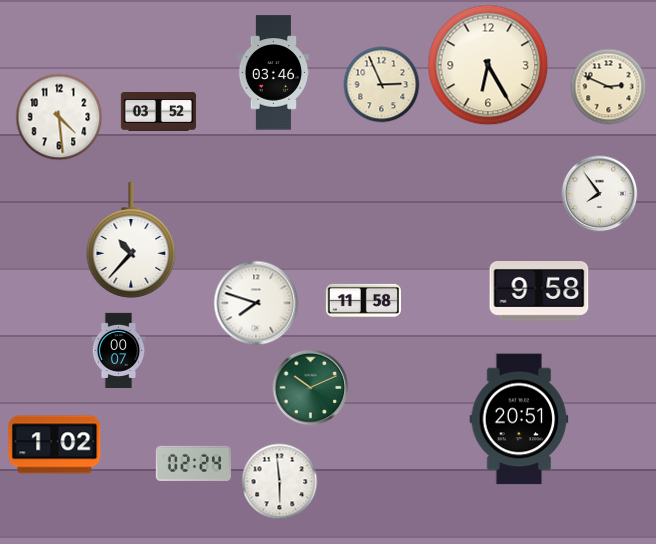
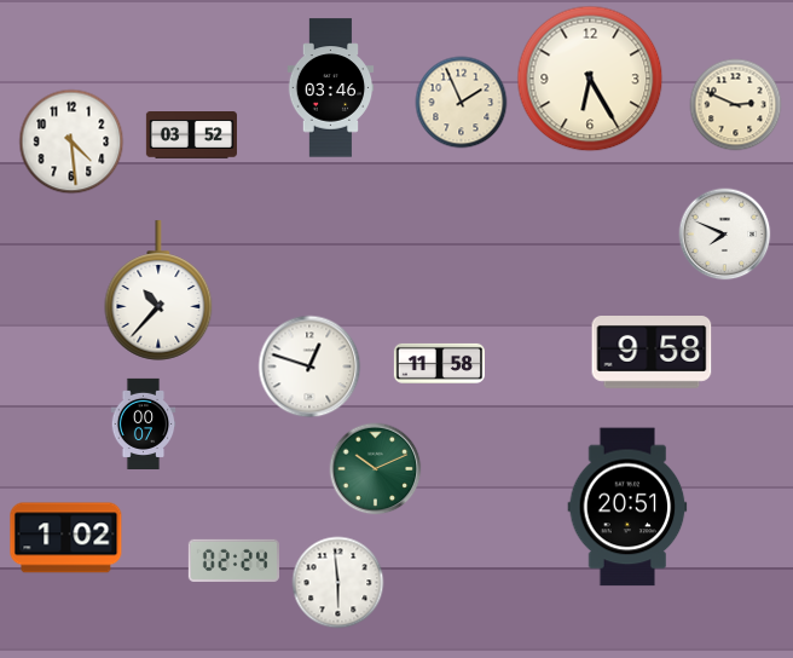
clock at (382, 85): 2:56 -> 1:56
clock at (600, 194): 7:54 -> 7:49
clock at (256, 303): 7:48 -> 12:48
